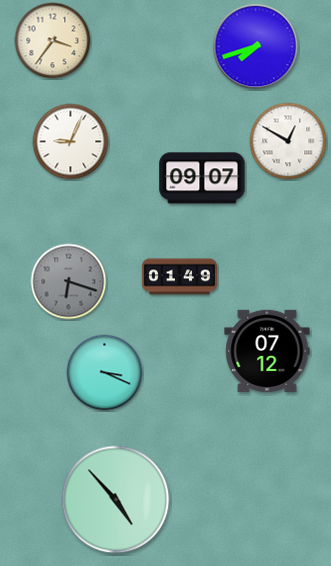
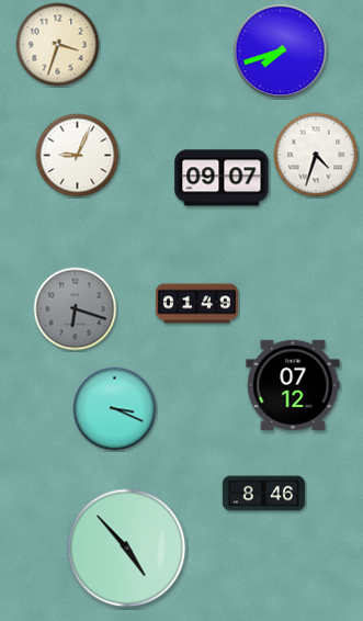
clock at (53, 41): 3:36 -> 3:33
clock at (288, 141): 12:50 -> 4:33
clock at (202, 178) position: (202, 178) -> (222, 178)
clock at (263, 494): none -> 8:46
